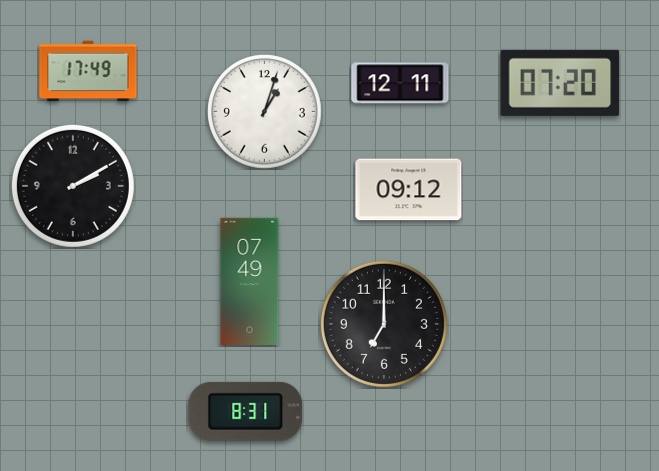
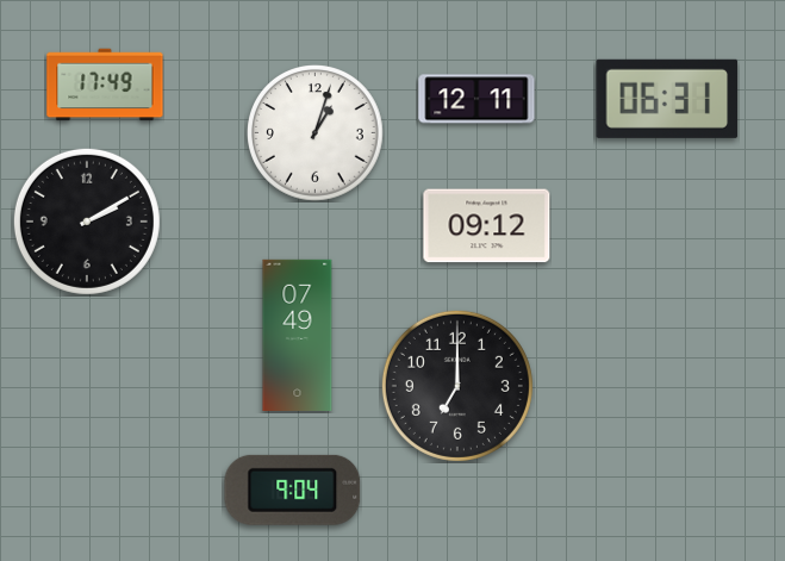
clock at (560, 83): 07:20 -> 06:31
clock at (246, 411): 8:31 -> 9:04
